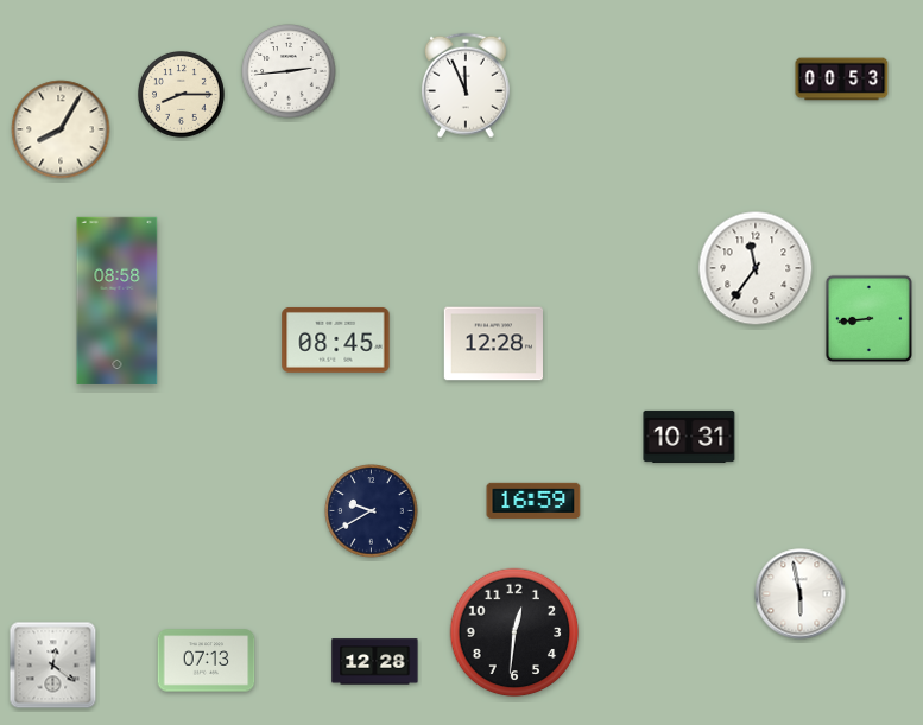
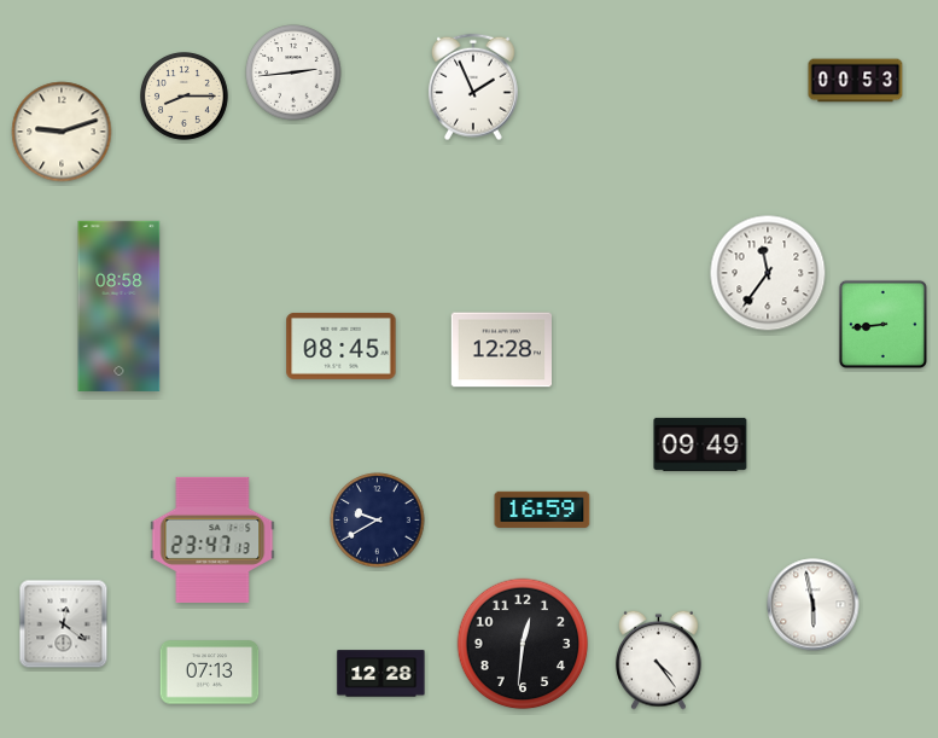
clock at (466, 85): 11:56 -> 1:56
clock at (61, 129): 8:05 -> 9:12
clock at (689, 437): 10:31 -> 09:49
clock at (212, 540): none -> 23:47
clock at (659, 659): none -> 4:24
clock at (53, 666) position: (53, 666) -> (64, 624)
